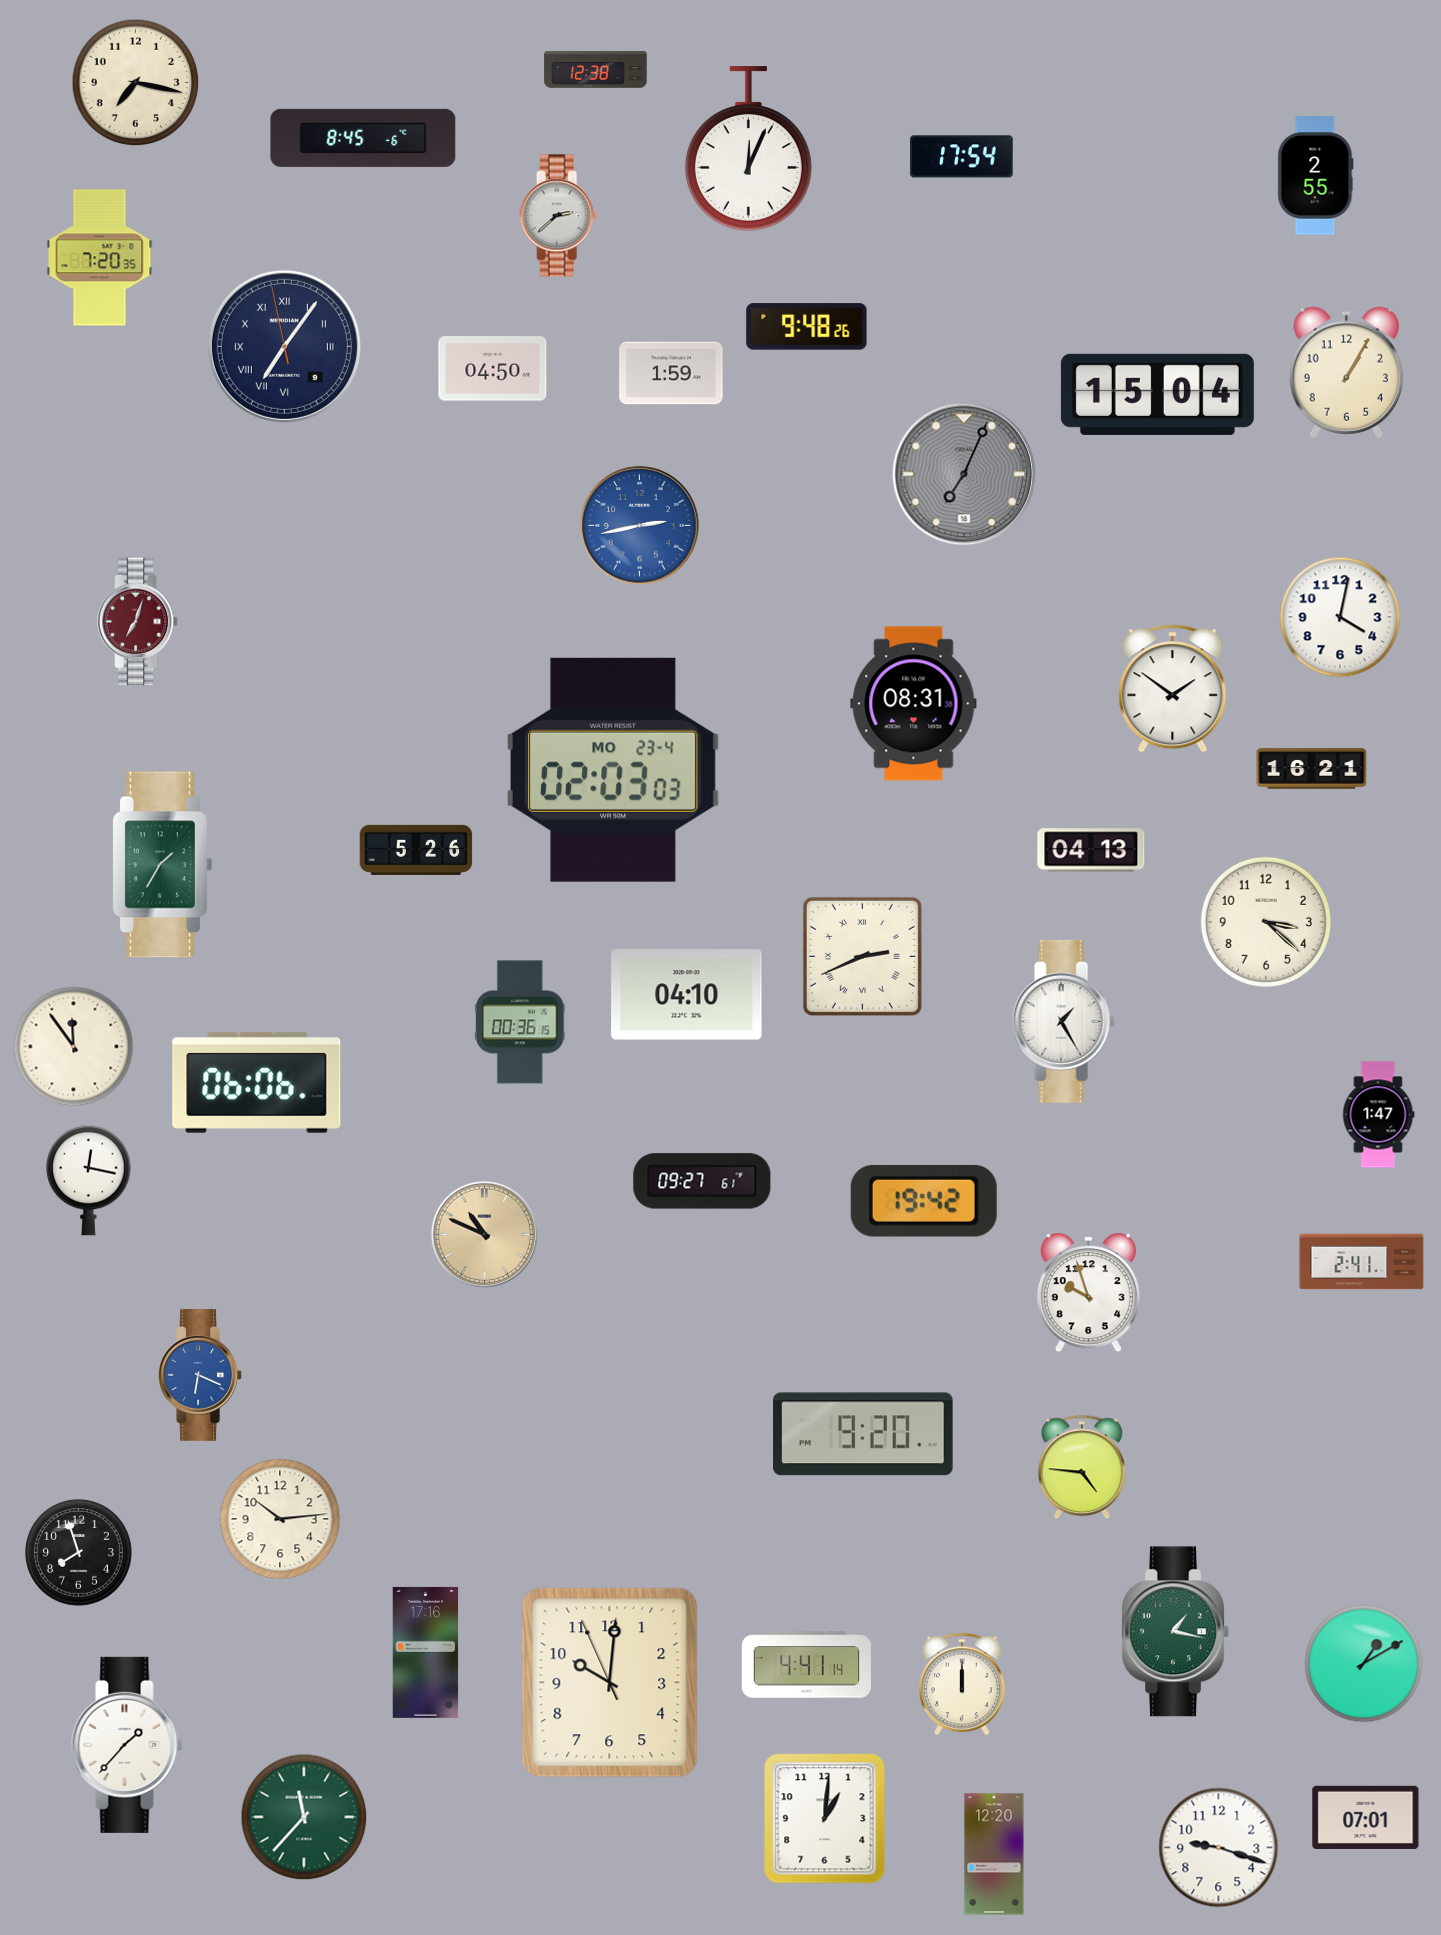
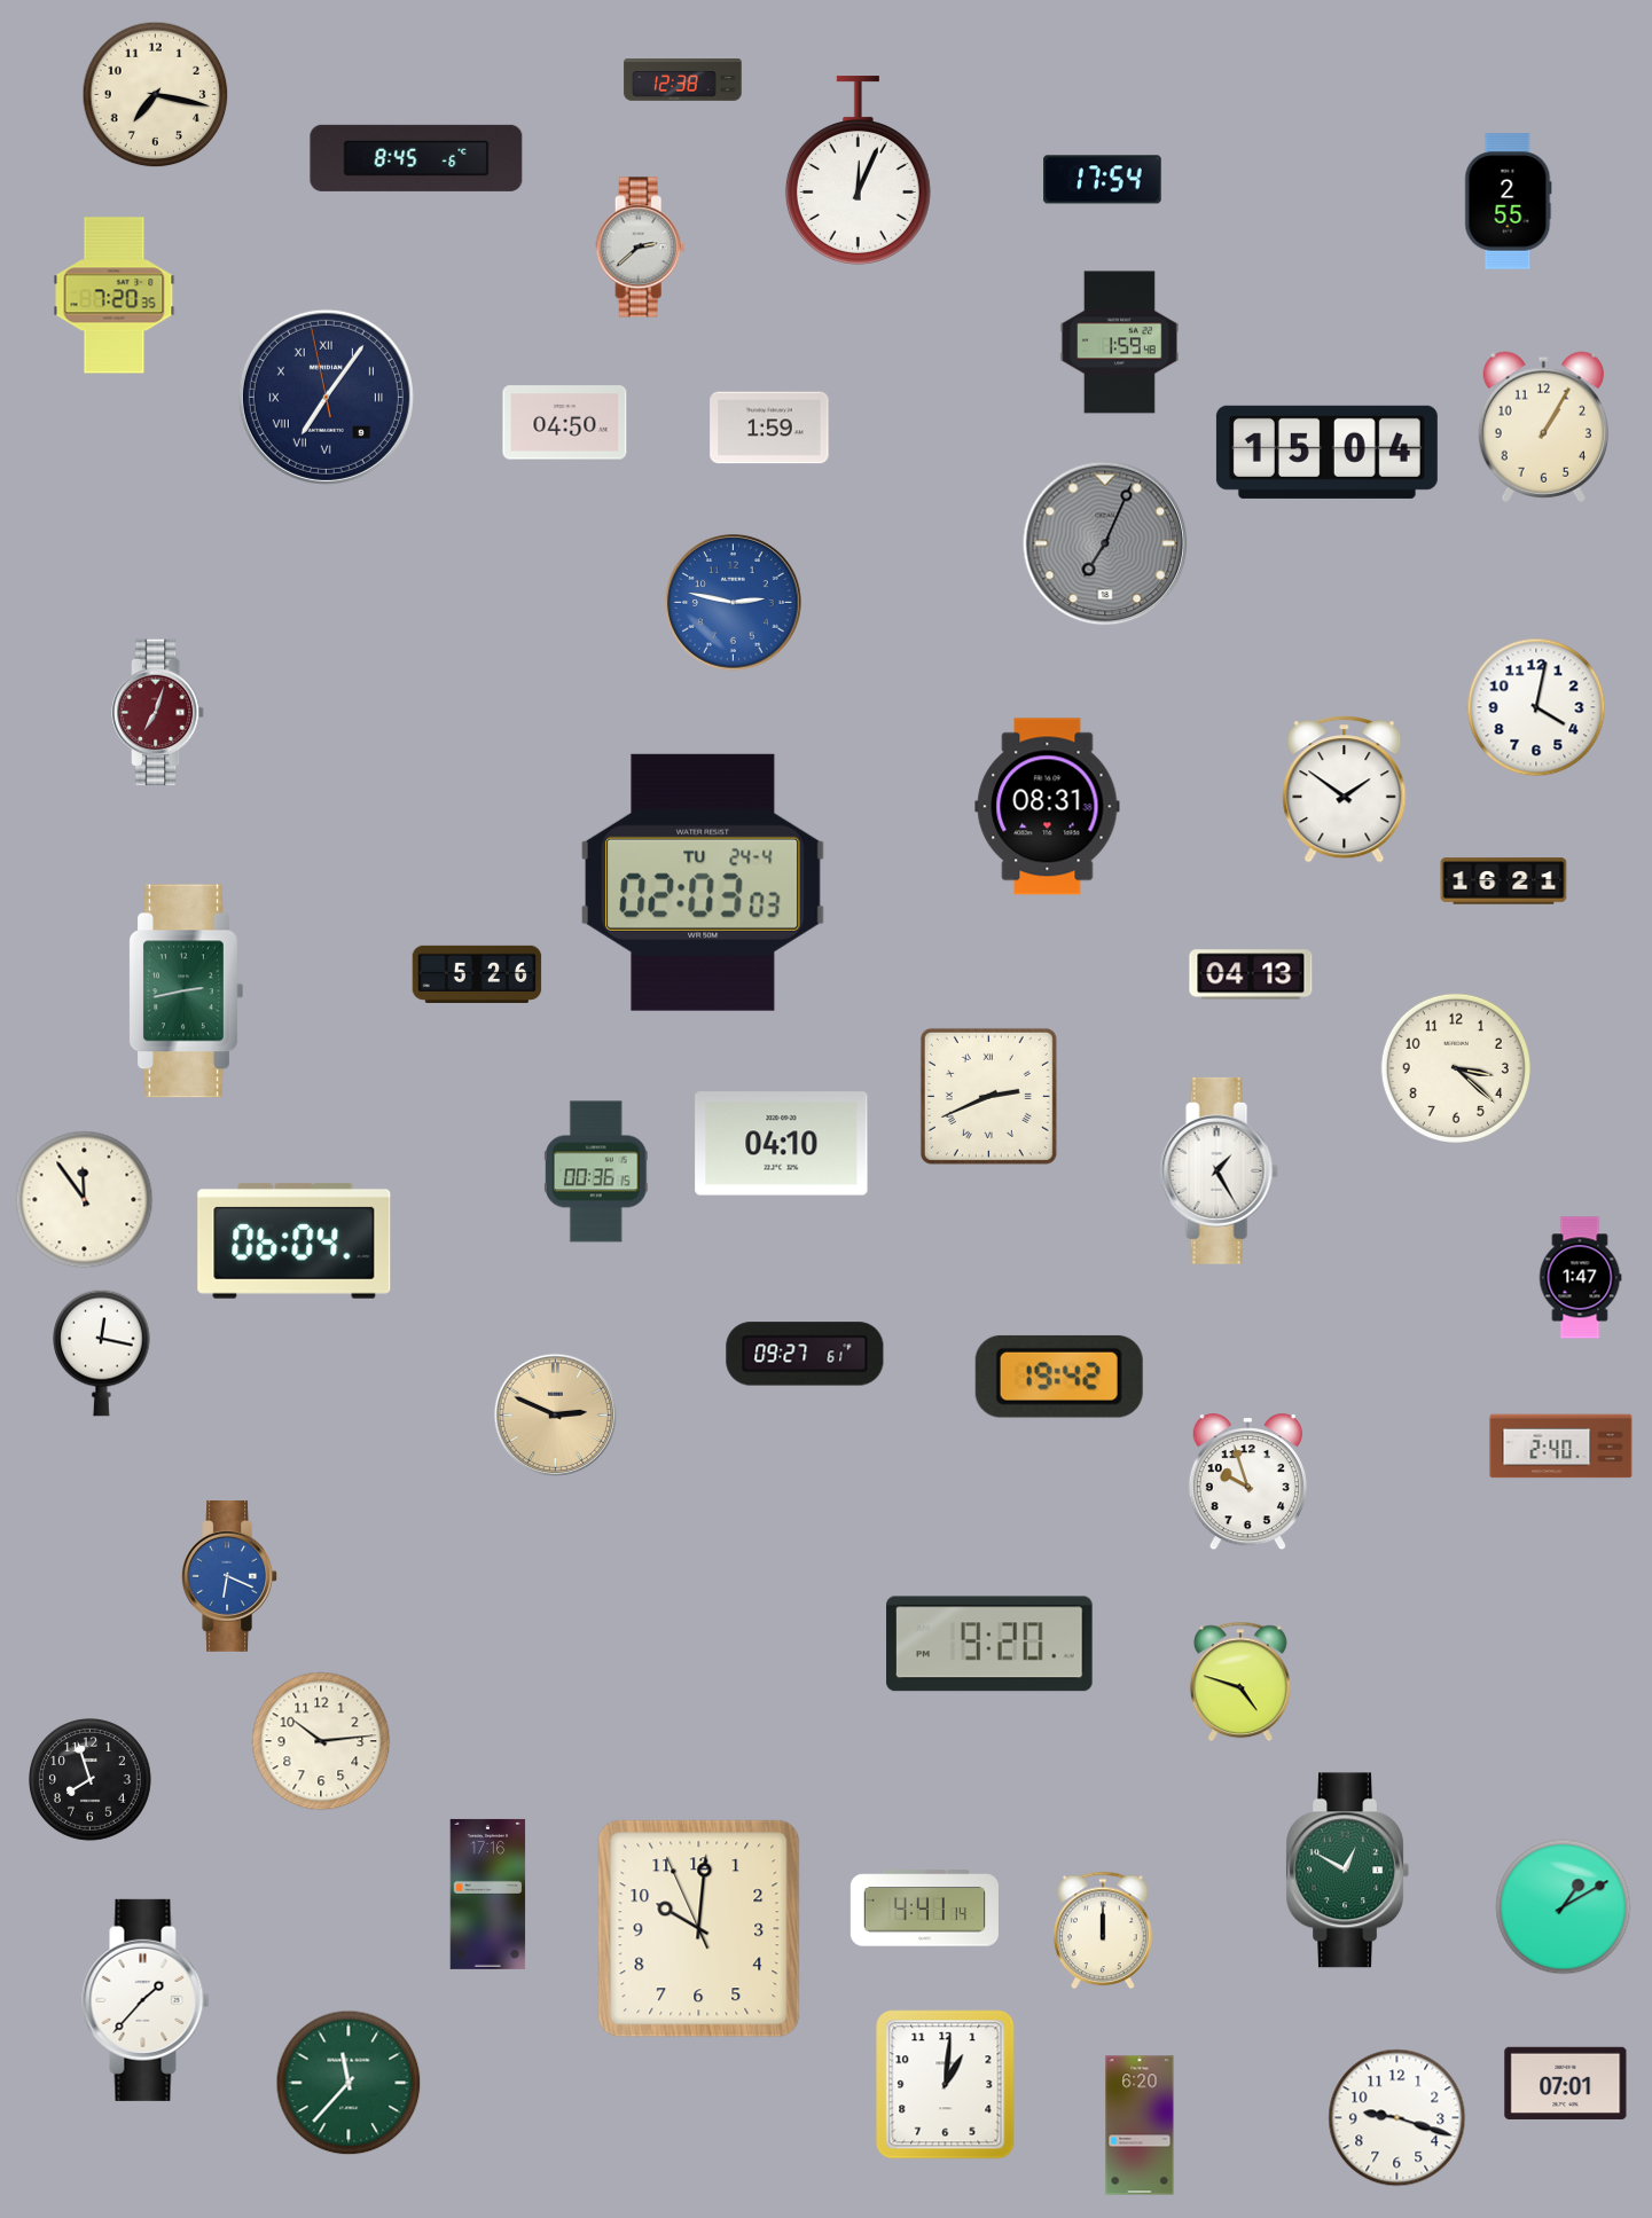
clock at (1119, 343): none -> 1:59
clock at (807, 327): 9:48 -> none
clock at (640, 526): 2:43 -> 2:47
clock at (614, 770) date: MO 23-4 -> TU 24-4
clock at (163, 865): 1:35 -> 2:43
clock at (1266, 922) position: (1266, 922) -> (1456, 1068)
clock at (687, 995) position: (687, 995) -> (782, 1144)
clock at (257, 1082): 06:06 -> 06:04
clock at (484, 1234): 10:49 -> 2:49
clock at (1362, 1262): 2:41 -> 2:40
clock at (1082, 1467): 4:46 -> 4:48
clock at (1175, 1632): 1:17 -> 12:50
clock at (994, 1854): 12:20 -> 6:20
